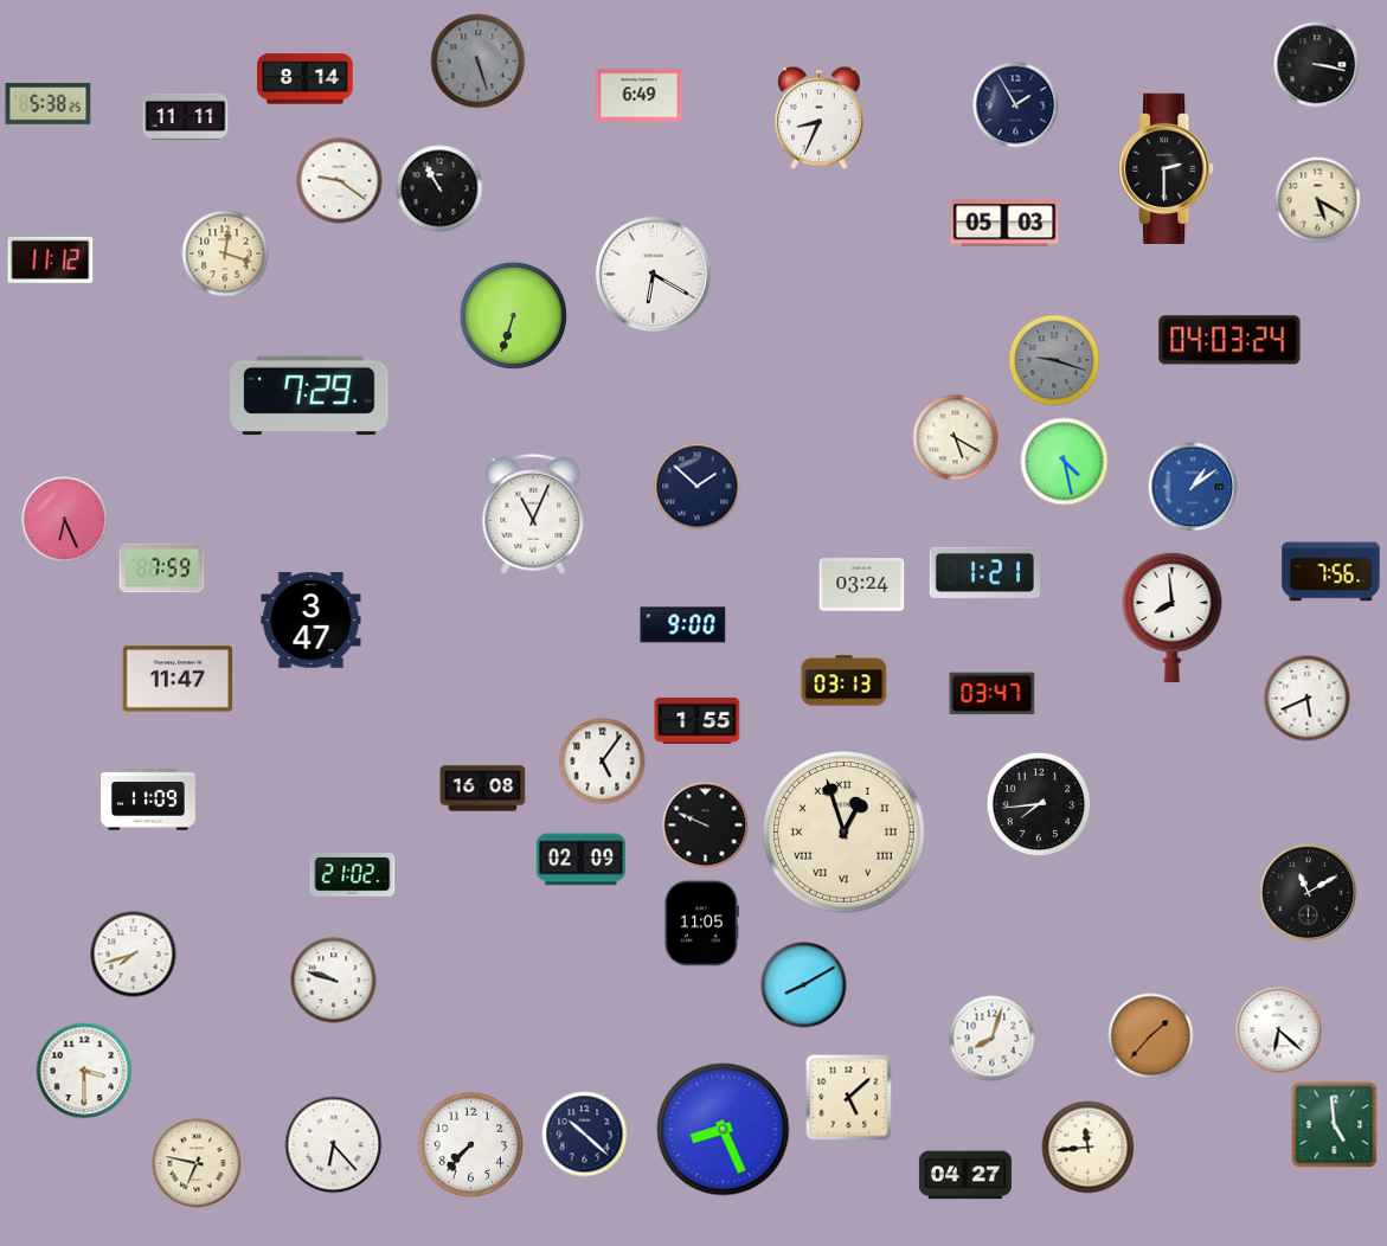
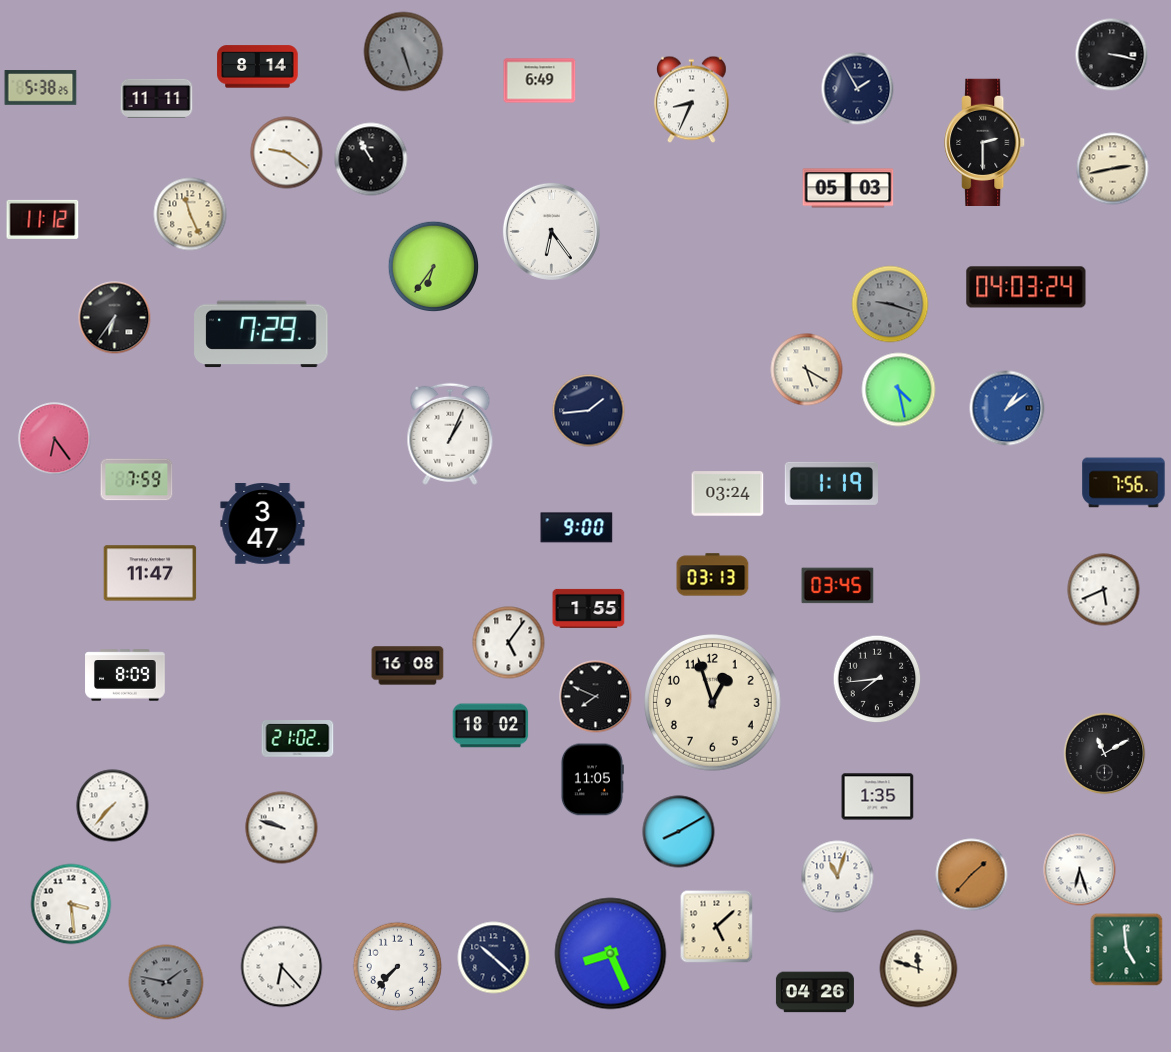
clock at (1318, 200): 5:20 -> 2:43
clock at (225, 253): 12:18 -> 11:26
clock at (653, 274): 6:20 -> 6:24
clock at (513, 315): 6:33 -> 6:36
clock at (1229, 340) position: (1229, 340) -> (1026, 287)
clock at (115, 318): none -> 6:36
clock at (698, 487): 1:52 -> 1:44
clock at (1193, 487) position: (1193, 487) -> (1007, 408)
clock at (533, 514): 11:04 -> 1:04
clock at (65, 520): 6:26 -> 6:24
clock at (984, 572): 1:21 -> 1:19
clock at (1173, 617): 7:59 -> none
clock at (993, 694): 03:47 -> 03:45
clock at (148, 799): 11:09 -> 8:09
clock at (706, 826): 9:49 -> 7:49
clock at (845, 833) numerals: Roman -> Arabic
clock at (582, 860): 02:09 -> 18:02
clock at (878, 797): none -> 1:35
clock at (134, 955): 7:42 -> 7:37
clock at (1279, 1030): 6:22 -> 6:27
clock at (993, 1039): 8:03 -> 11:03
clock at (84, 1071): 3:30 -> 3:29
clock at (1089, 1148): 11:44 -> 11:48
clock at (197, 1163): 6:47 -> 1:47
clock at (197, 1163) dial: cream -> grey
clock at (965, 1175): 04:27 -> 04:26
